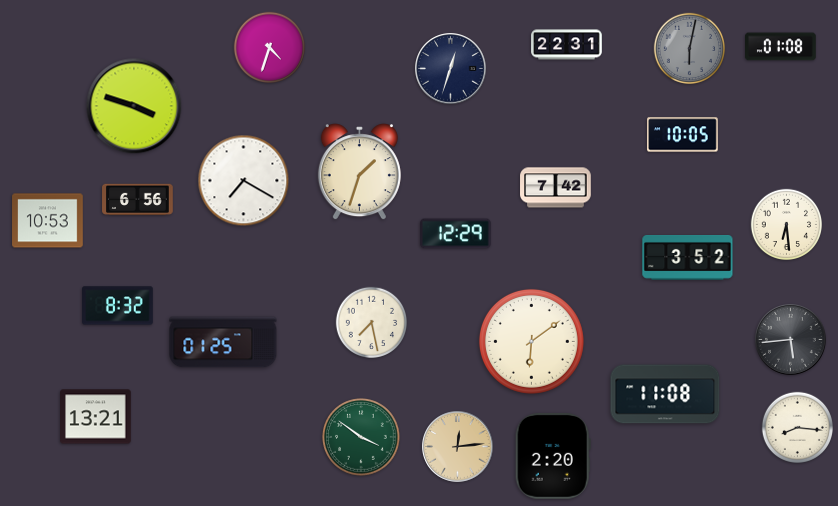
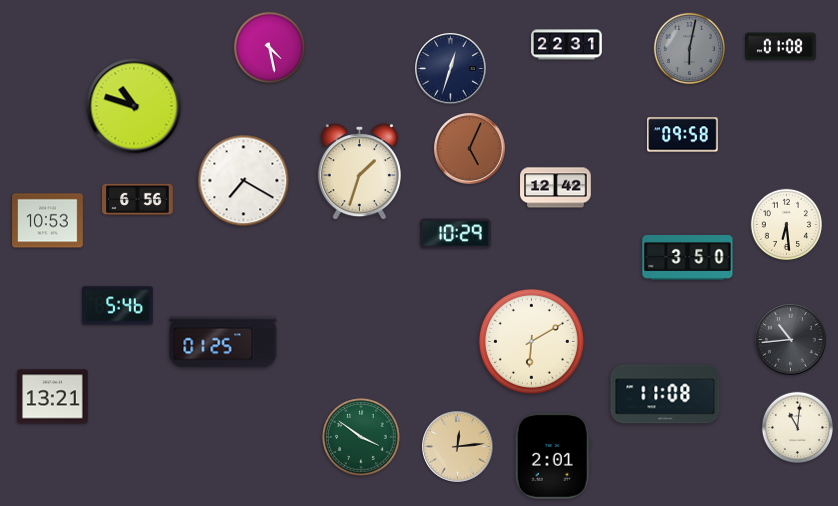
clock at (269, 47): 4:33 -> 4:28
clock at (134, 106): 3:48 -> 10:48
clock at (683, 135): 10:05 -> 09:58
clock at (470, 149): none -> 5:04
clock at (556, 188): 7:42 -> 12:42
clock at (456, 234): 12:29 -> 10:29
clock at (688, 258): 3:52 -> 3:50
clock at (118, 306): 8:32 -> 5:46
clock at (371, 322): 7:28 -> none
clock at (791, 340): 5:44 -> 10:44
clock at (531, 341): 6:09 -> 6:10
clock at (96, 417) position: (96, 417) -> (53, 397)
clock at (797, 427): 8:16 -> 11:01
clock at (553, 456): 2:20 -> 2:01
